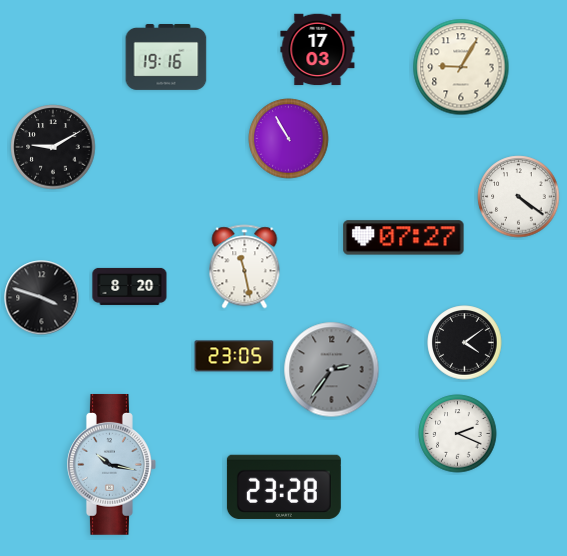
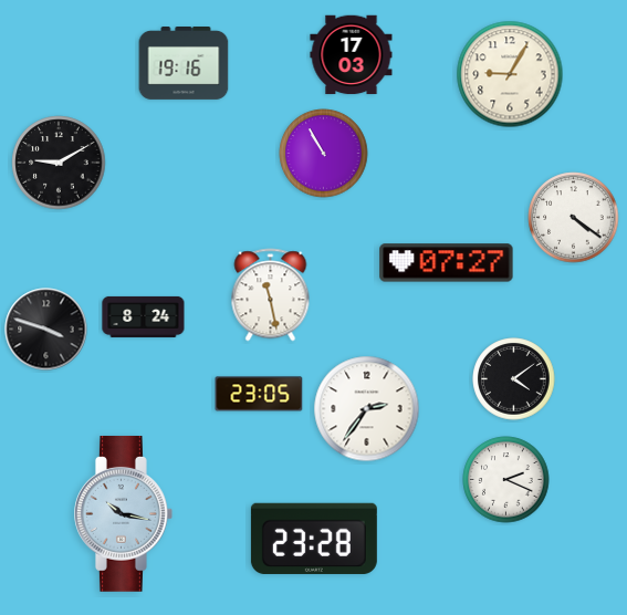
clock at (289, 139) position: (289, 139) -> (324, 154)
clock at (130, 286): 8:20 -> 8:24
clock at (332, 370) dial: grey -> white
